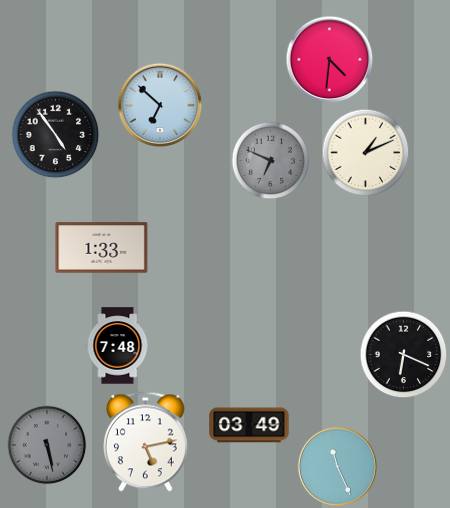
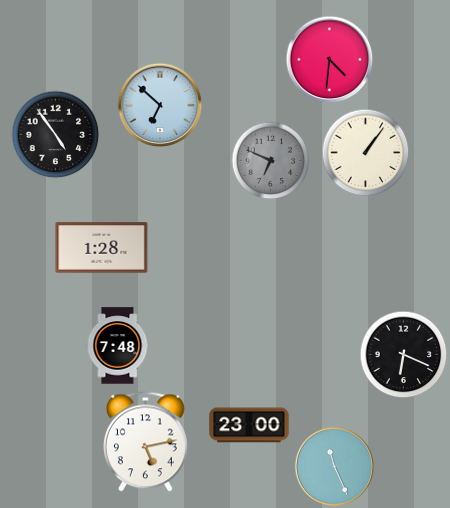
clock at (365, 152): 1:11 -> 1:06
clock at (102, 248): 1:33 -> 1:28
clock at (249, 425): 03:49 -> 23:00
clock at (47, 445): 5:28 -> none
clock at (337, 466) position: (337, 466) -> (334, 466)
